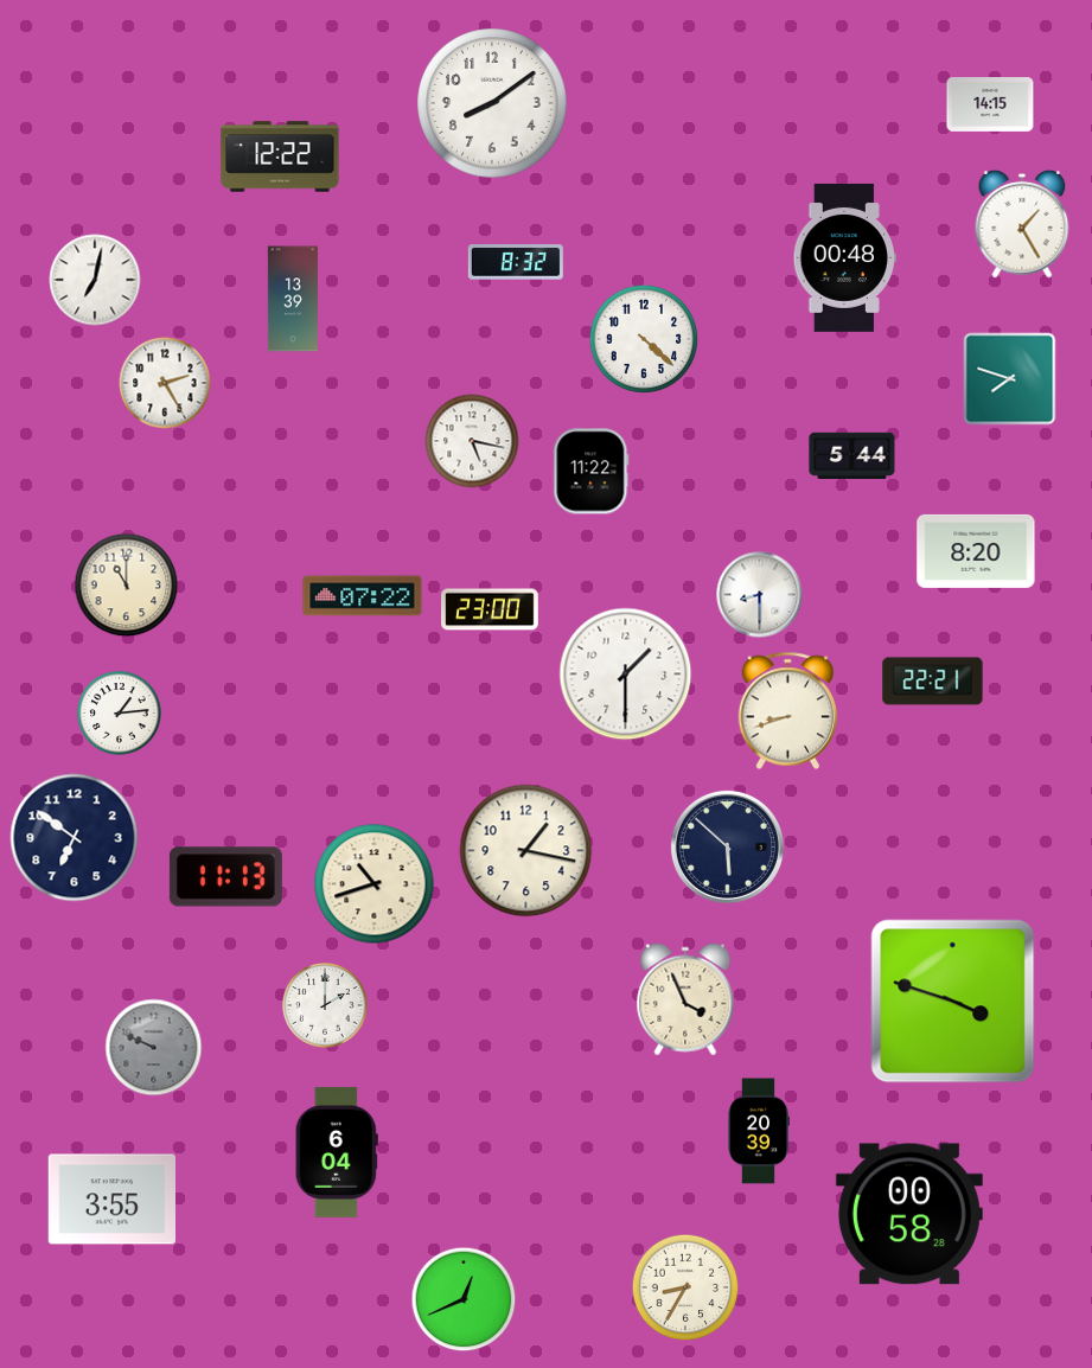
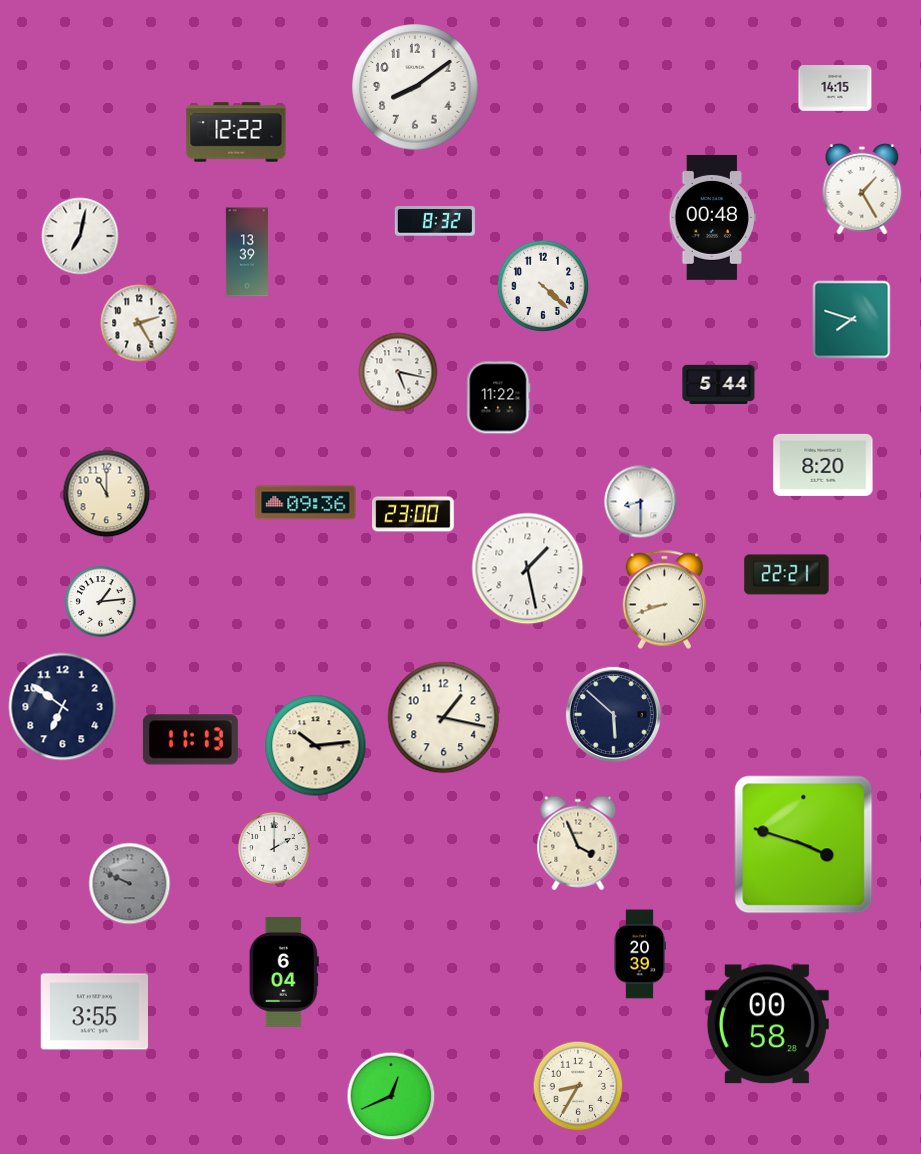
clock at (363, 596): 07:22 -> 09:36
clock at (626, 675): 1:30 -> 1:28
clock at (375, 884): 10:42 -> 10:14
